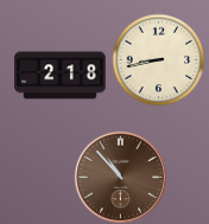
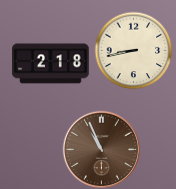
clock at (120, 177): 10:53 -> 10:56
